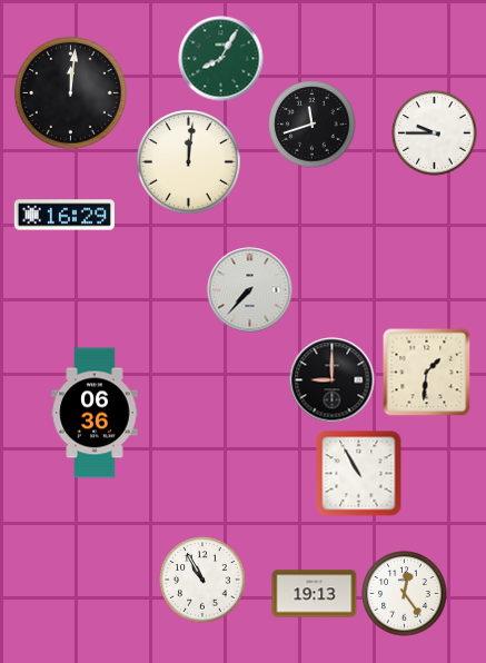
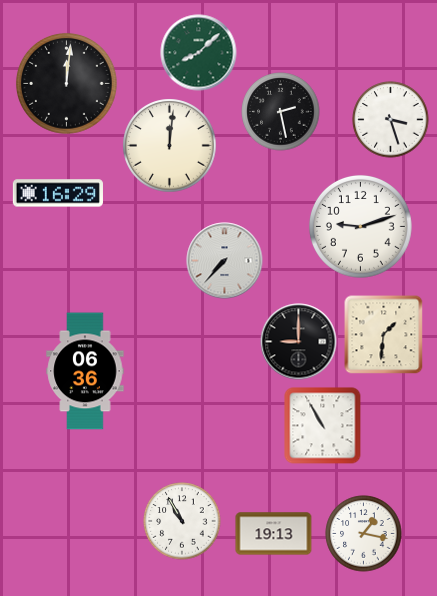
clock at (221, 59): 8:05 -> 8:08
clock at (71, 93) position: (71, 93) -> (67, 84)
clock at (313, 125): 11:42 -> 2:28
clock at (435, 133): 9:45 -> 3:27
clock at (360, 226): none -> 9:12
clock at (315, 594) position: (315, 594) -> (274, 534)
clock at (405, 594): 12:24 -> 1:17
